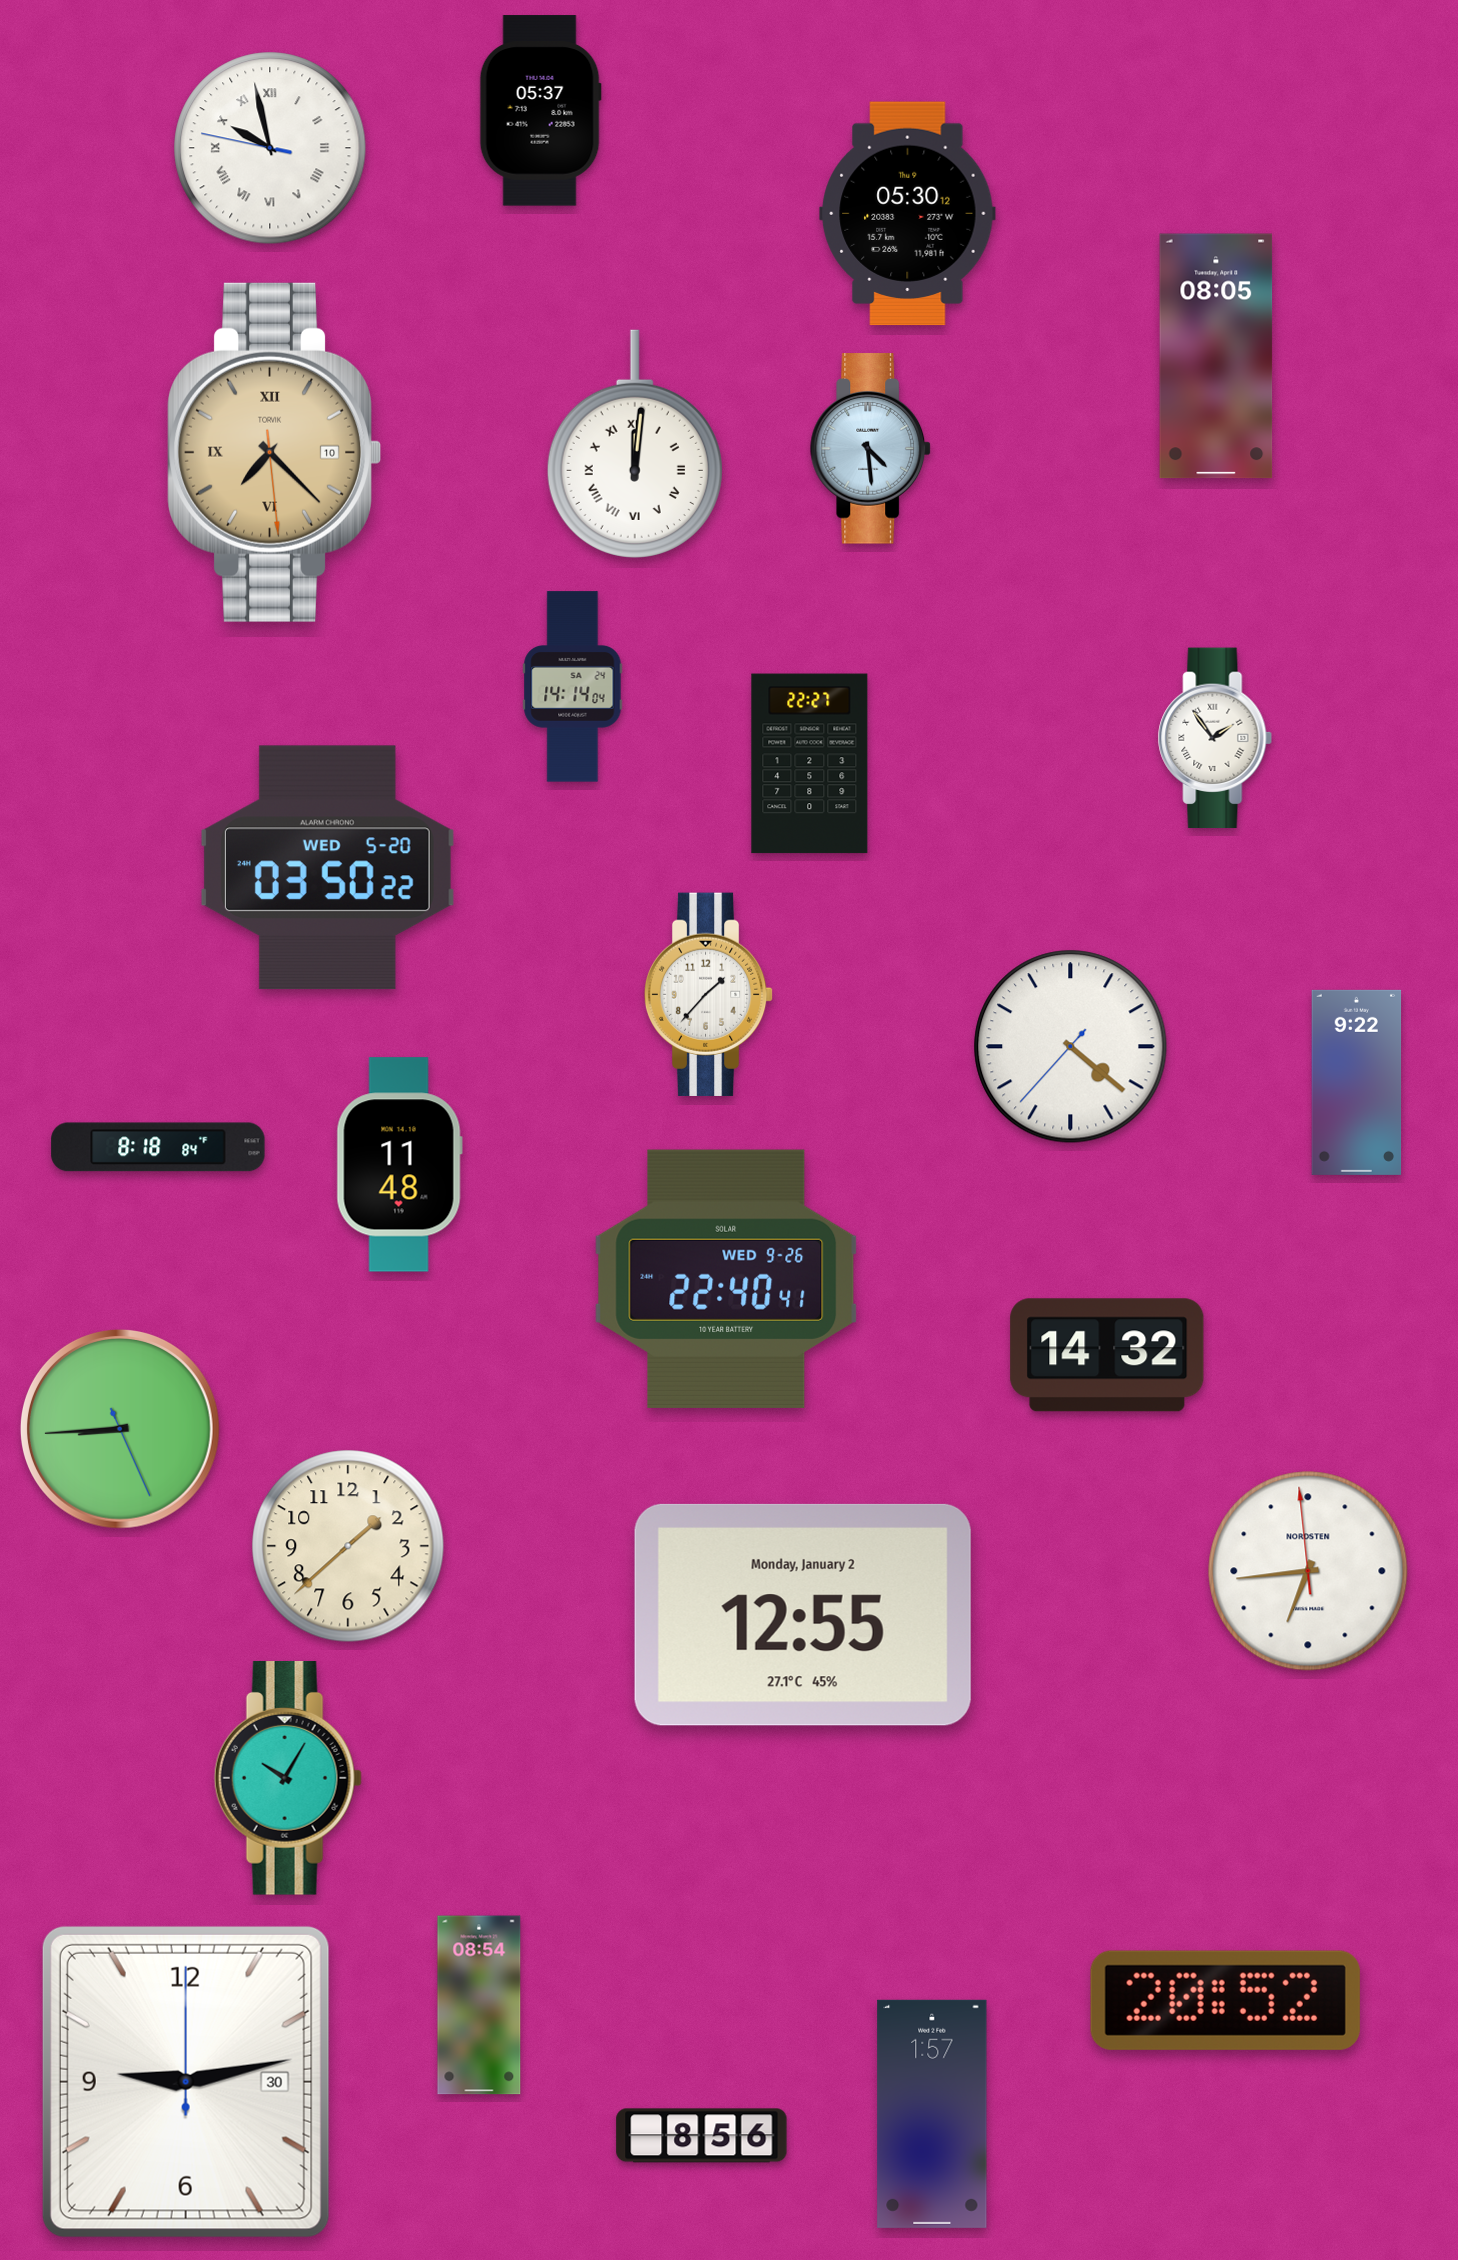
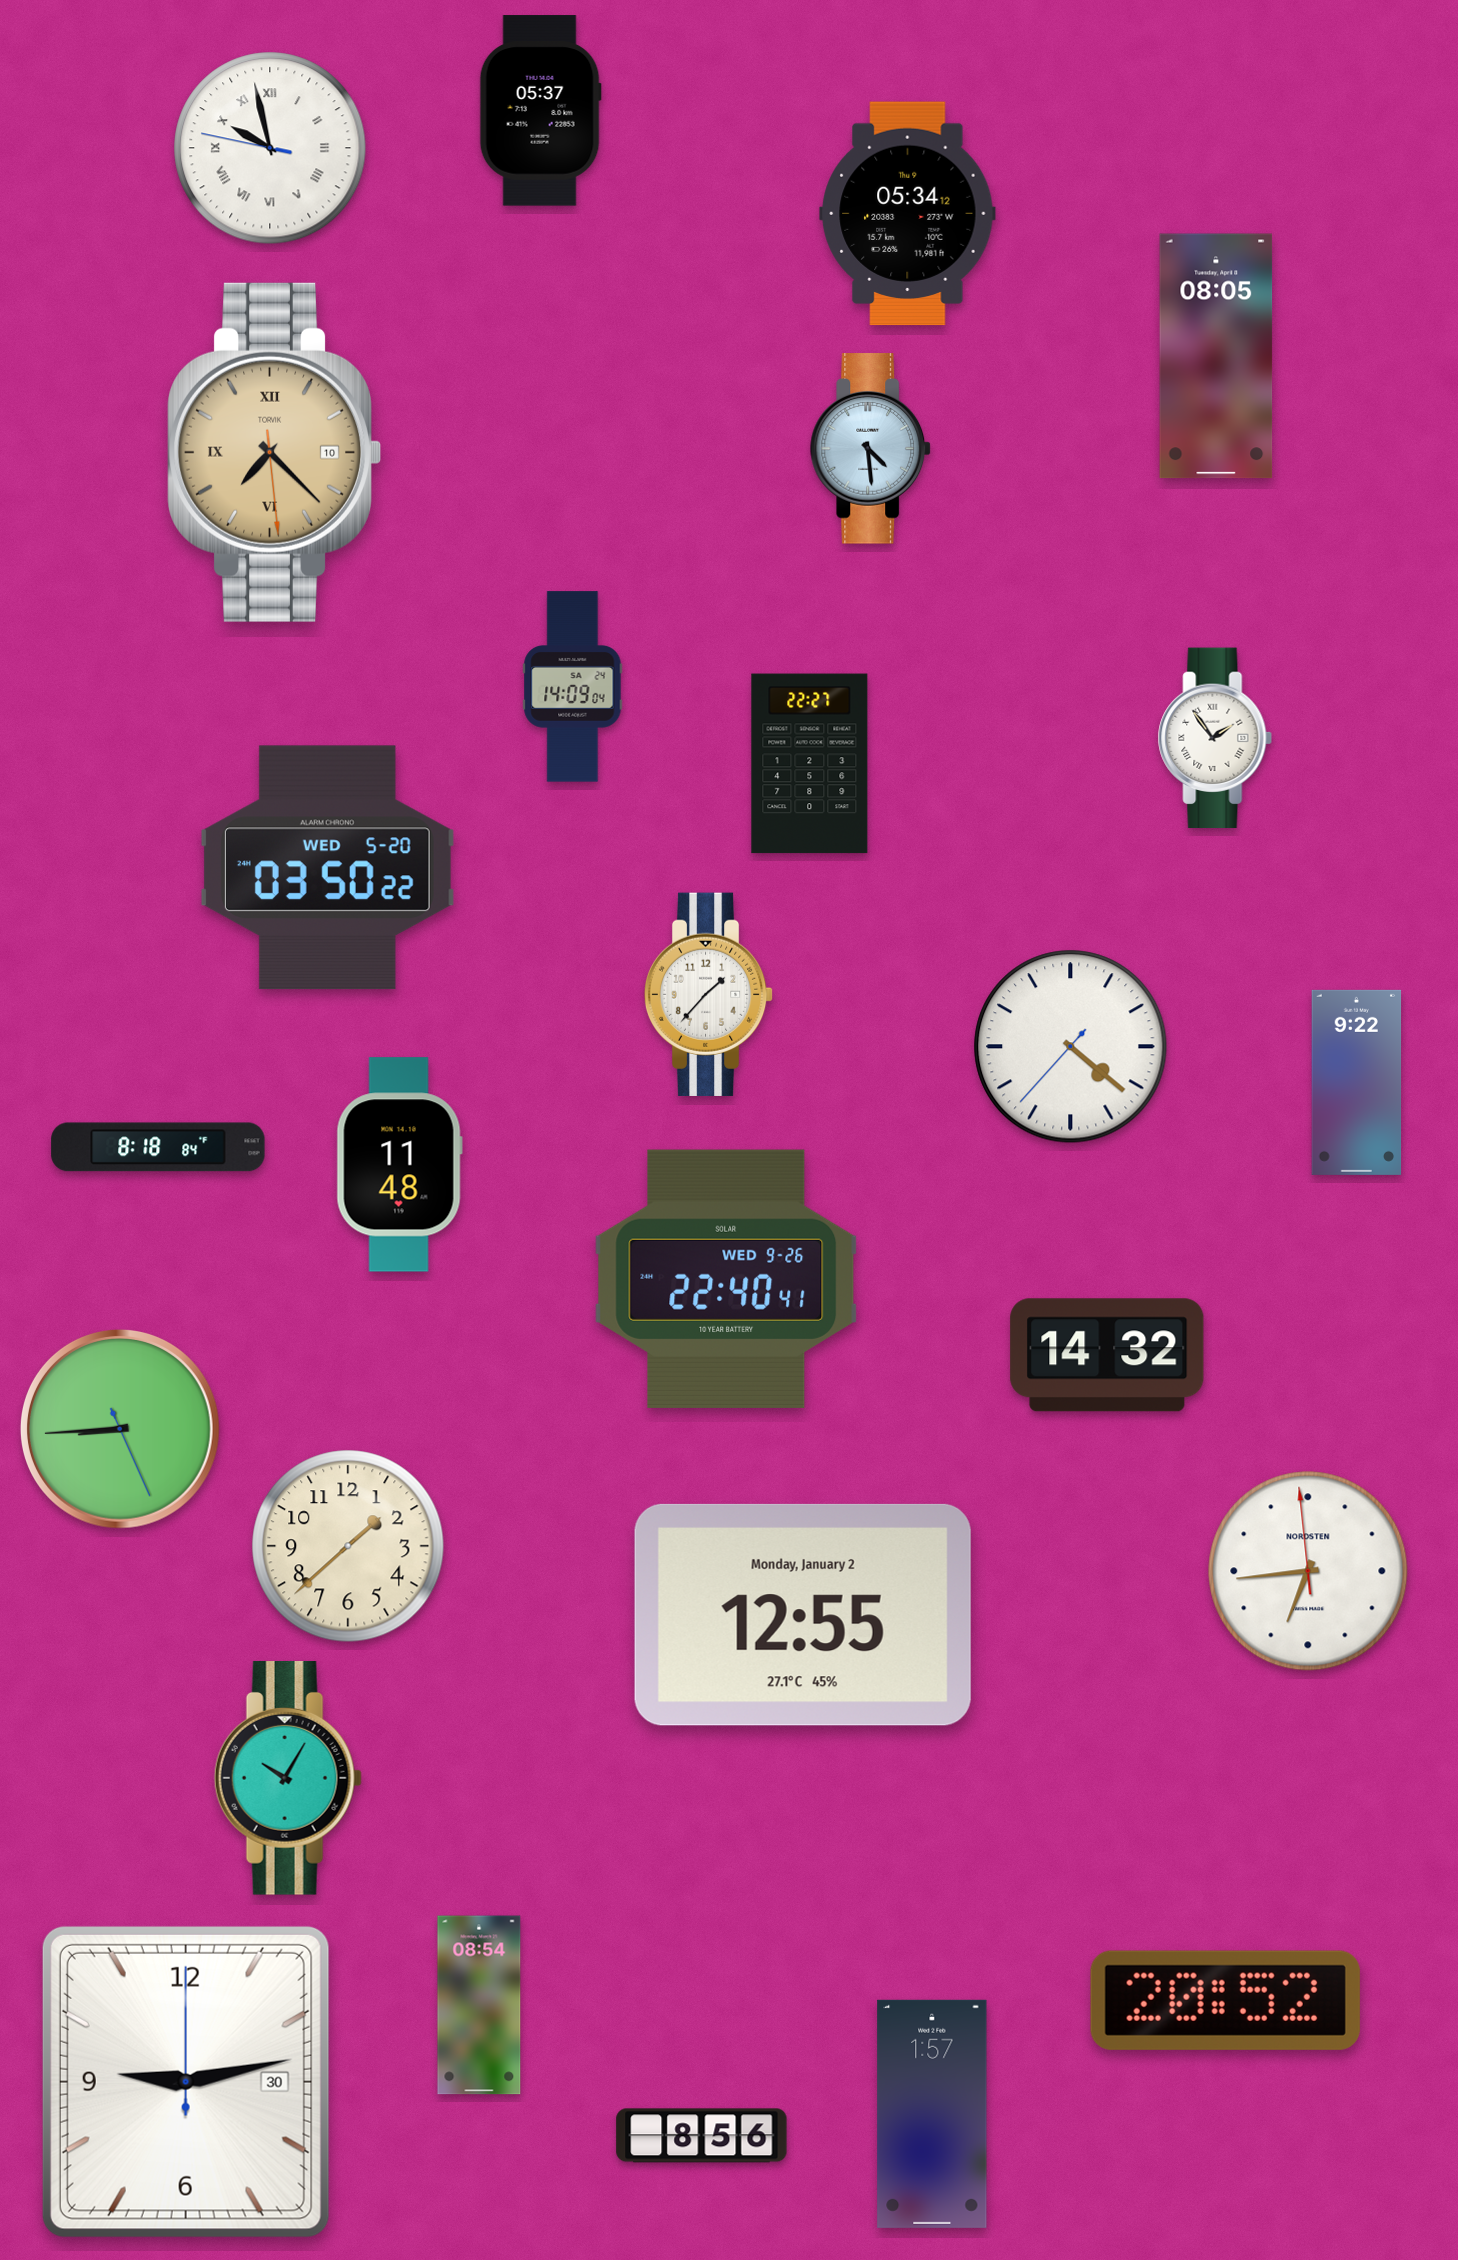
clock at (908, 214): 05:30 -> 05:34
clock at (635, 444): 12:01 -> none
clock at (573, 687): 14:14 -> 14:09
